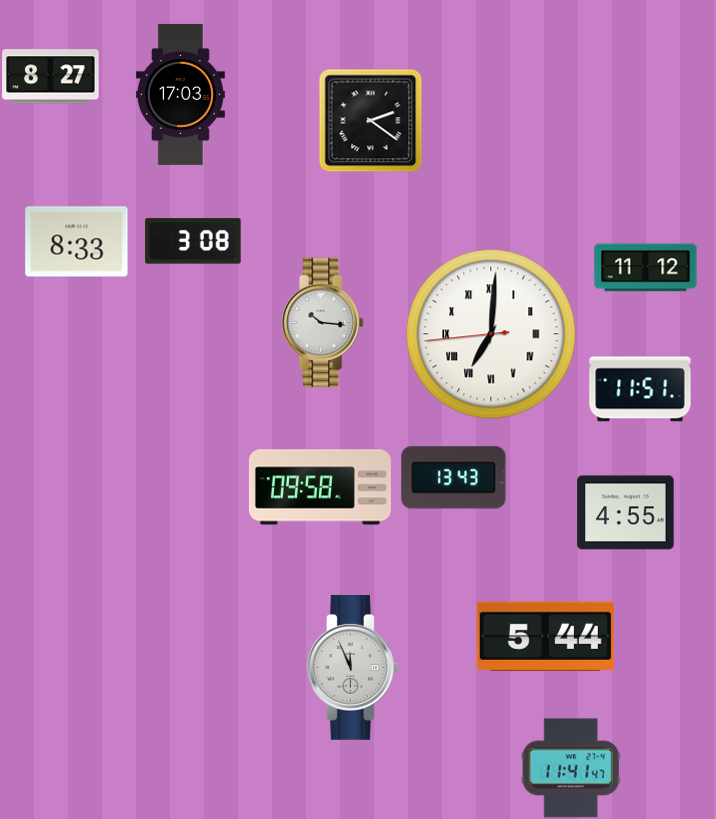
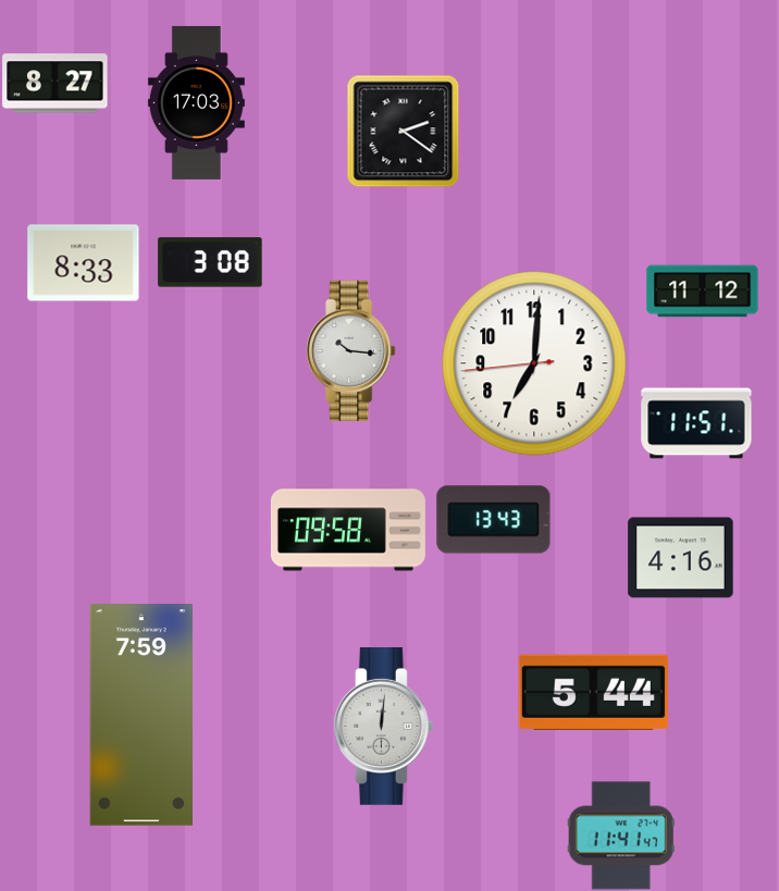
clock at (491, 334) numerals: Roman -> Arabic
clock at (626, 513): 4:55 -> 4:16
clock at (140, 716): none -> 7:59
clock at (352, 667): 11:56 -> 12:01
